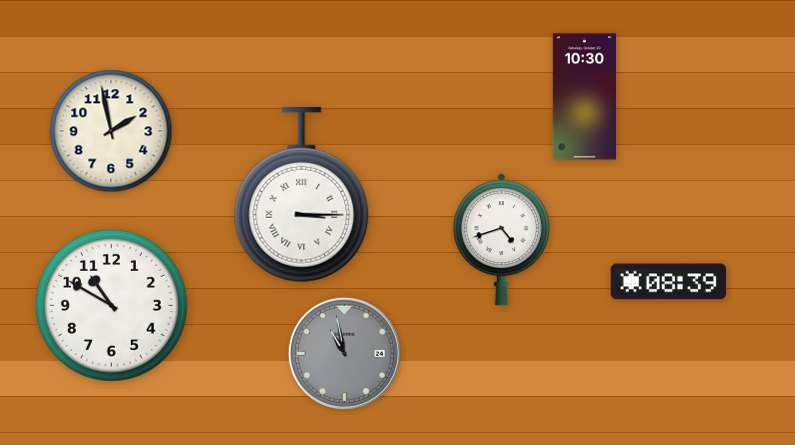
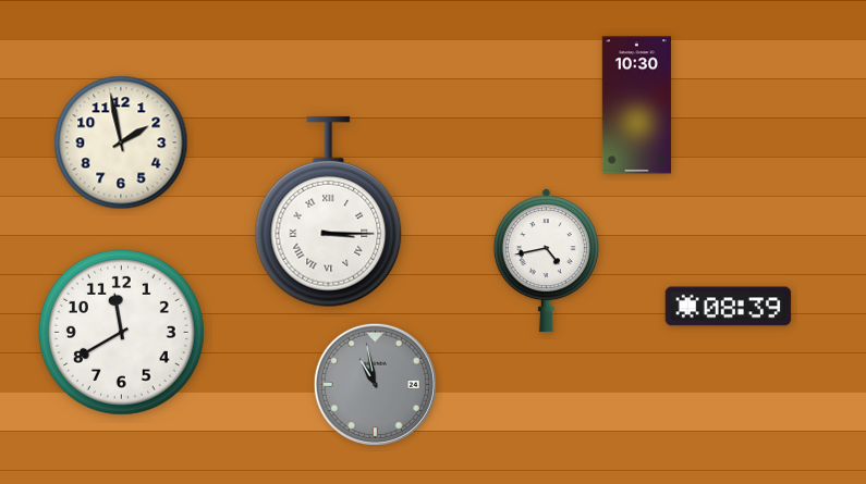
clock at (501, 240): 4:42 -> 4:43
clock at (111, 305): 10:50 -> 11:40
